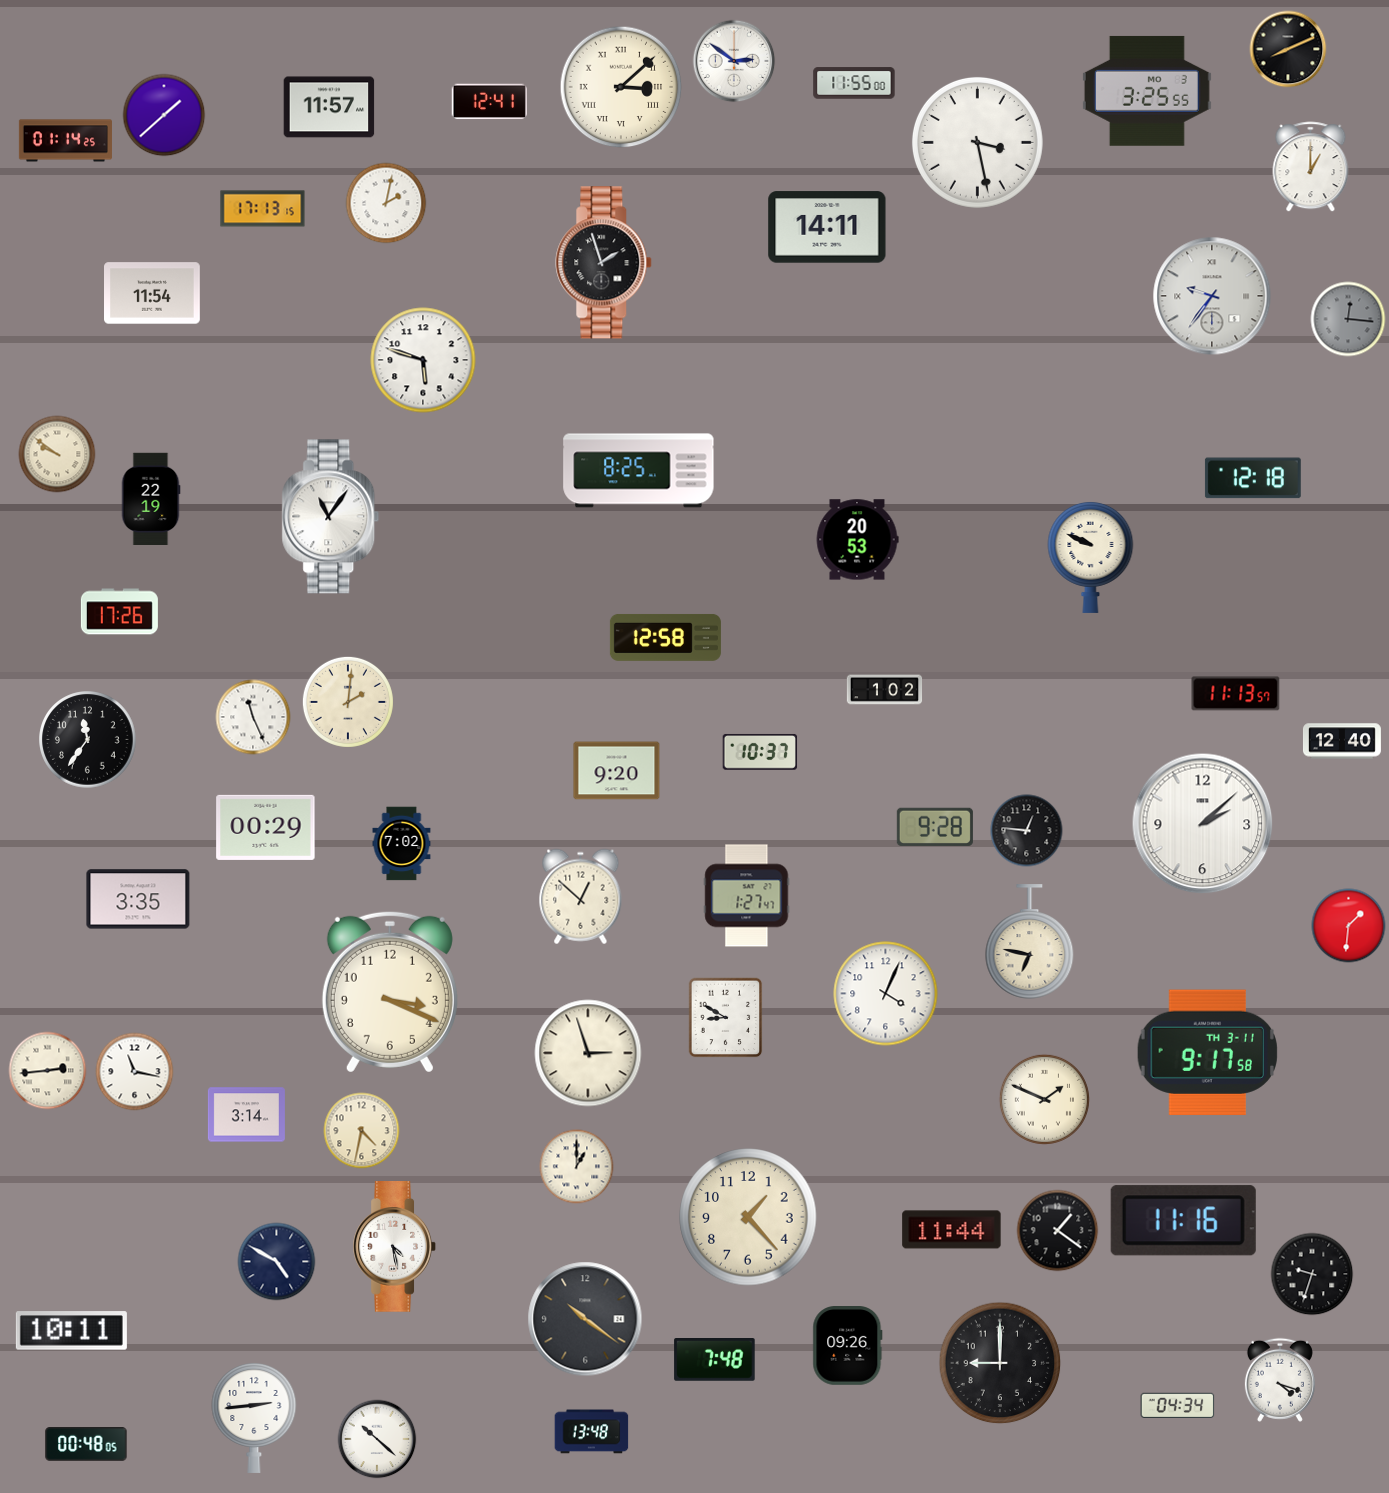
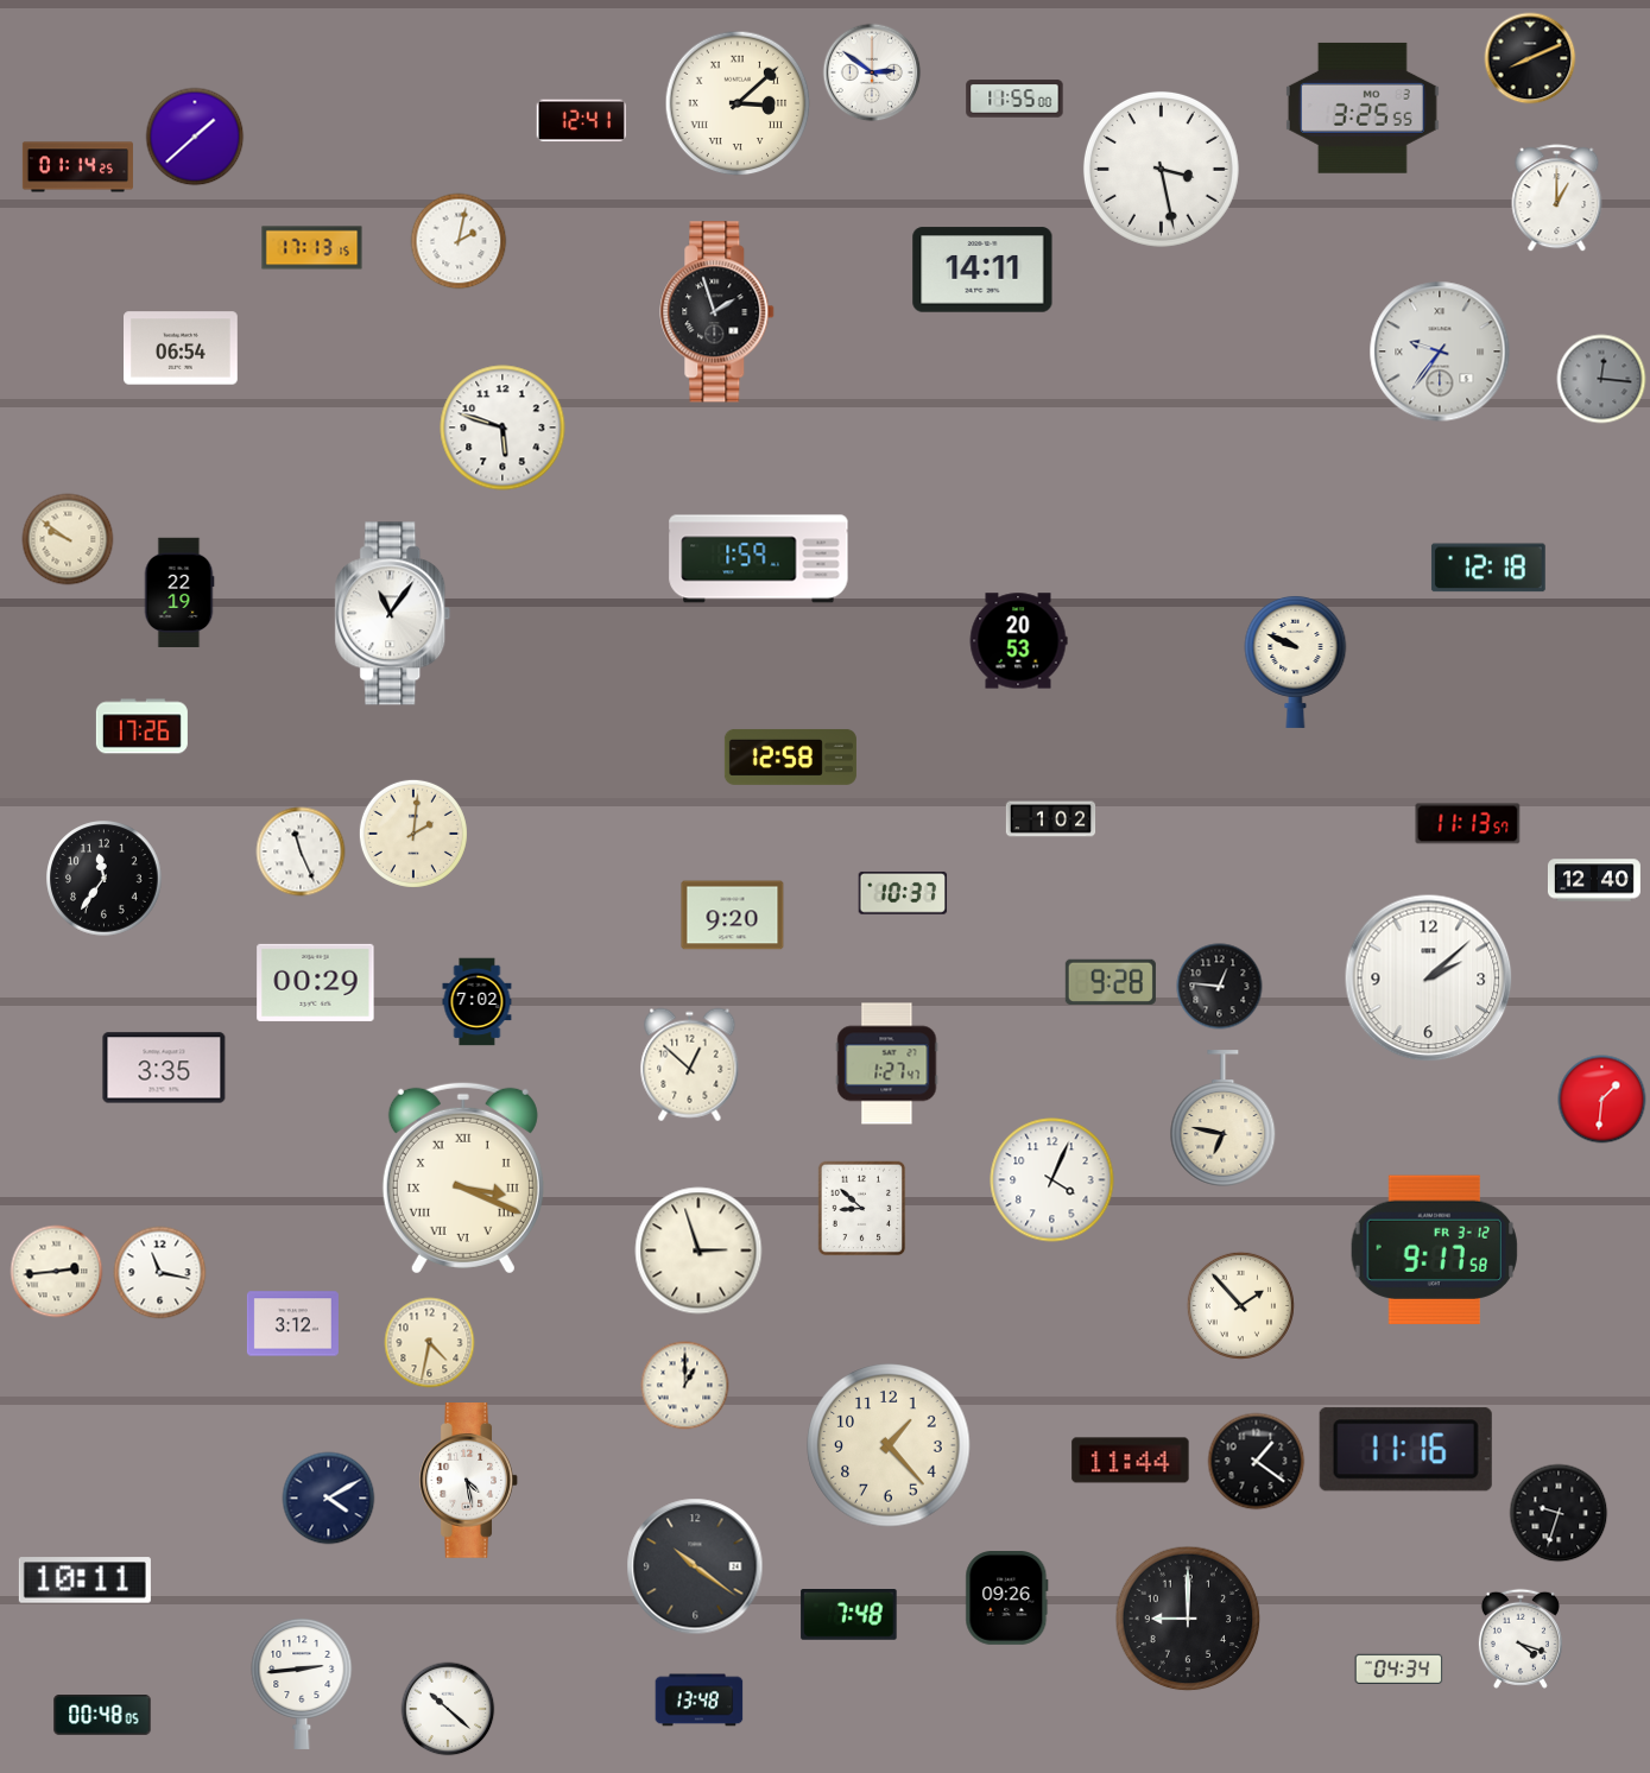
clock at (329, 107): 11:57 -> none
clock at (153, 293): 11:54 -> 06:54
clock at (639, 471): 8:25 -> 1:59
clock at (390, 992) numerals: Arabic -> Roman
clock at (726, 1018): 8:50 -> 8:52
clock at (1207, 1053) date: TH 3-11 -> FR 3-12
clock at (1044, 1099): 1:49 -> 1:53
clock at (246, 1115): 3:14 -> 3:12
clock at (277, 1262): 4:50 -> 4:10
clock at (592, 1432) position: (592, 1432) -> (700, 1701)
